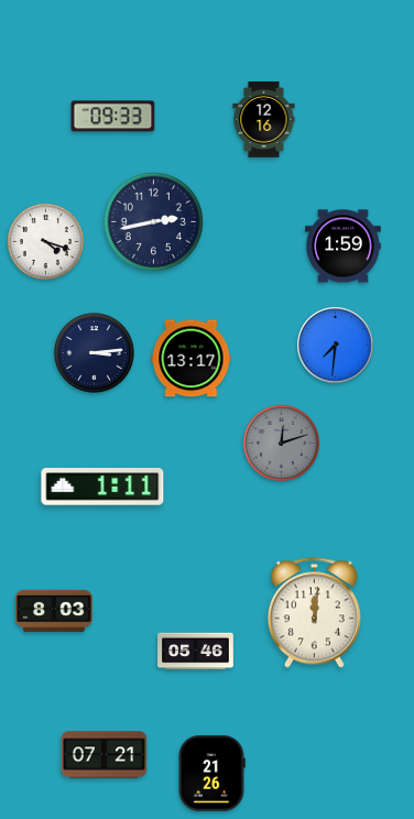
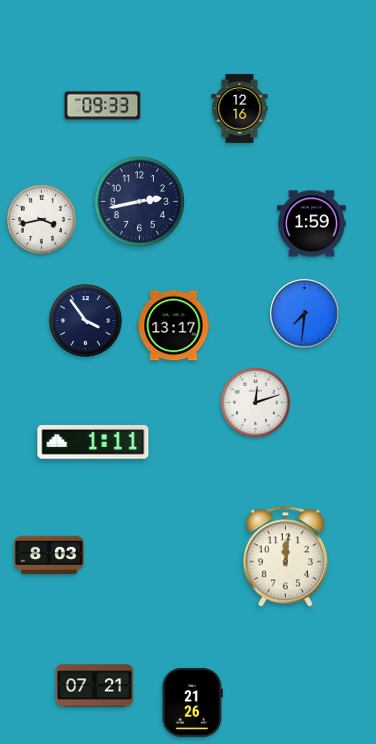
clock at (45, 241): 4:18 -> 3:43
clock at (95, 353): 3:14 -> 3:54
clock at (281, 443) dial: grey -> white
clock at (196, 652): 05:46 -> none
